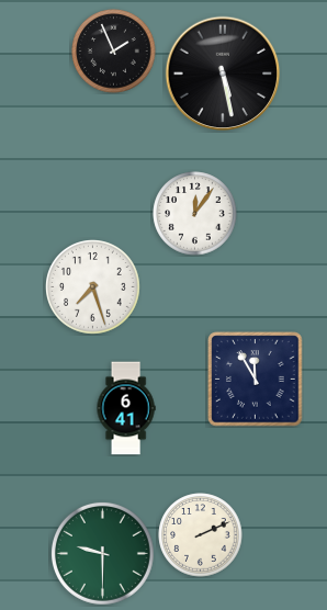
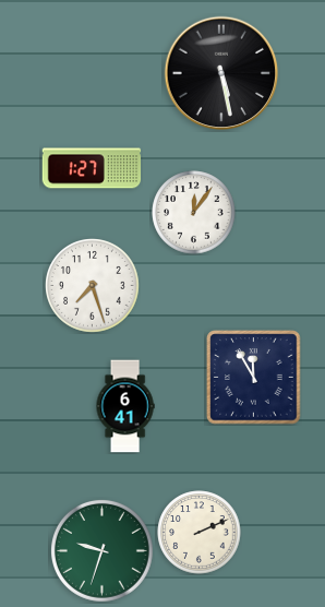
clock at (114, 52): 1:56 -> none
clock at (92, 168): none -> 1:27
clock at (102, 553): 9:30 -> 9:33
